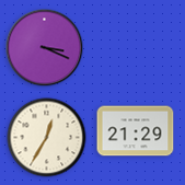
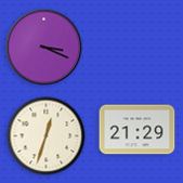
clock at (136, 131) position: (136, 131) -> (138, 130)
clock at (47, 138): 12:35 -> 12:33
